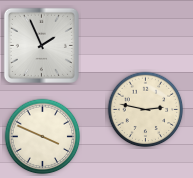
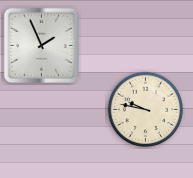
clock at (146, 110): 2:47 -> 9:47
clock at (43, 137): 3:49 -> none
